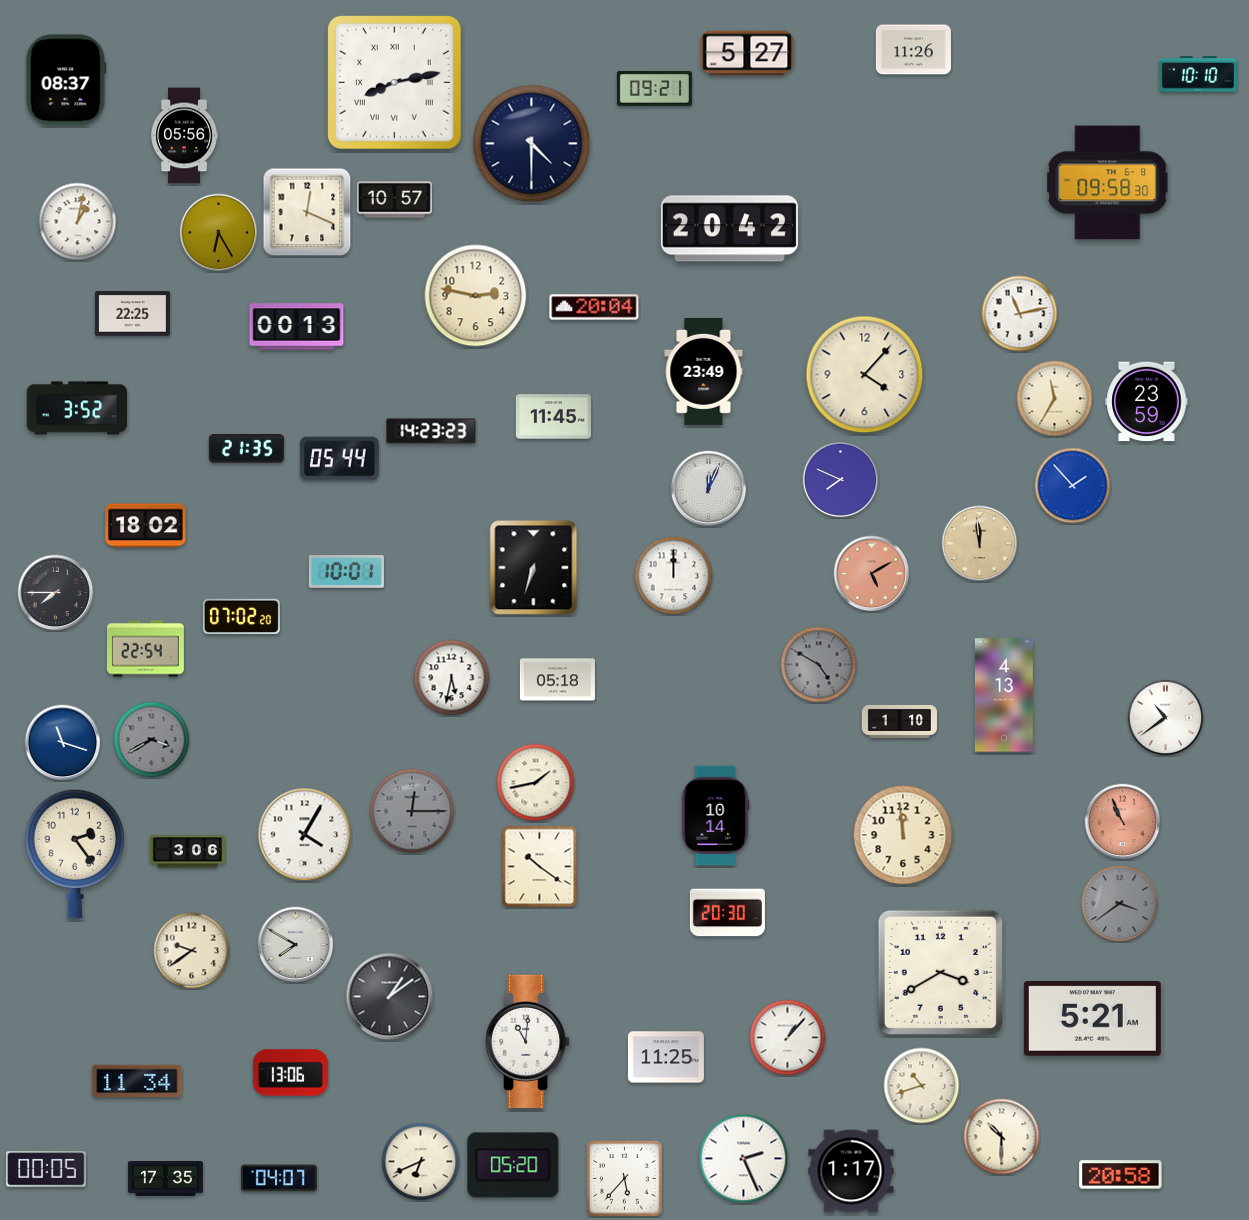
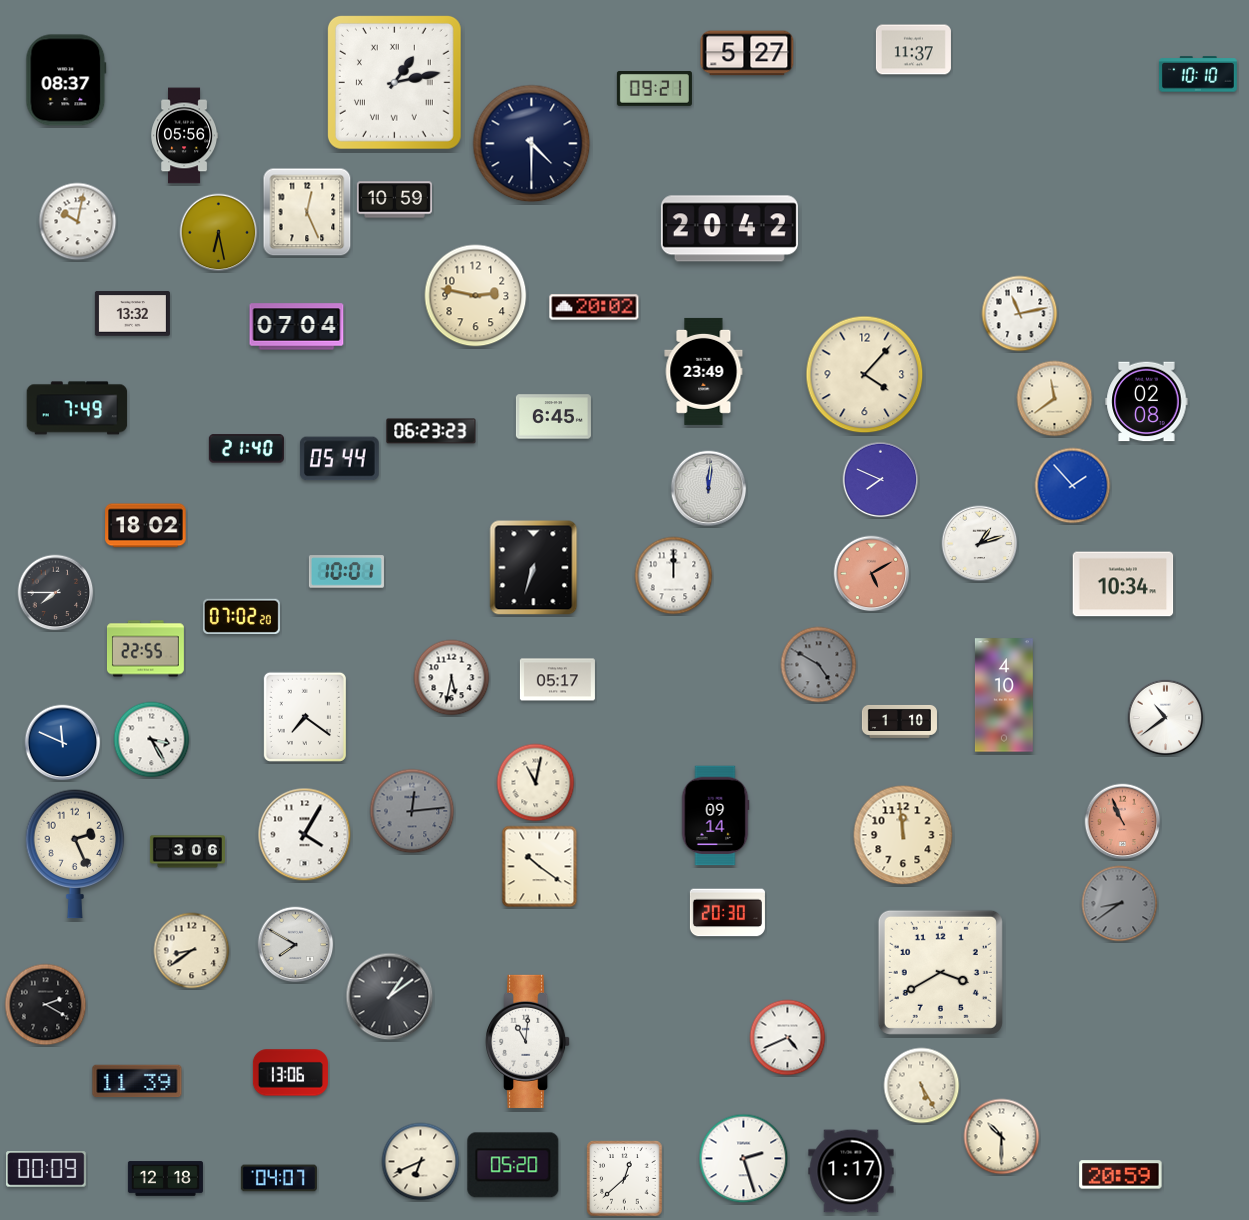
clock at (913, 50): 11:26 -> 11:37
clock at (394, 82): 8:13 -> 1:13
clock at (1108, 183): 09:58 -> none
clock at (394, 200): 10:57 -> 10:59
clock at (307, 212): 12:19 -> 12:26
clock at (78, 222): 1:02 -> 10:02
clock at (219, 233): 6:25 -> 6:28
clock at (594, 307): 20:04 -> 20:02
clock at (132, 314): 22:25 -> 13:32
clock at (297, 327): 00:13 -> 07:04
clock at (1055, 399): 11:35 -> 11:39
clock at (1147, 402): 23:59 -> 02:08
clock at (77, 408): 3:52 -> 7:49
clock at (553, 417): 11:45 -> 6:45
clock at (431, 431): 14:23 -> 06:23
clock at (246, 449): 21:35 -> 21:40
clock at (841, 480) position: (841, 480) -> (881, 480)
clock at (709, 489): 12:04 -> 12:01
clock at (980, 544): 11:59 -> 1:12
clock at (980, 544) dial: champagne -> white
clock at (1123, 584): none -> 10:34
clock at (145, 649): 22:54 -> 22:55
clock at (557, 680): 05:18 -> 05:17
clock at (1004, 695): 4:13 -> 4:10
clock at (305, 717): none -> 7:21
clock at (152, 740): 3:40 -> 3:25
clock at (152, 740) dial: grey -> white
clock at (63, 743): 11:18 -> 11:49
clock at (536, 783): 1:43 -> 11:02
clock at (412, 811): 12:15 -> 12:14
clock at (715, 816): 10:14 -> 09:14
clock at (75, 854): 2:24 -> 2:26
clock at (1120, 904): 3:39 -> 8:39
clock at (192, 951): 9:39 -> 8:39
clock at (46, 1005): none -> 2:20
clock at (1092, 1019): 5:21 -> none
clock at (788, 1038): 1:07 -> 4:41
clock at (666, 1057): 11:25 -> none
clock at (137, 1081): 11:34 -> 11:39
clock at (922, 1086): 10:42 -> 5:25
clock at (744, 1159): 2:26 -> 2:27
clock at (47, 1169): 00:05 -> 00:09
clock at (1121, 1175): 20:58 -> 20:59
clock at (165, 1179): 17:35 -> 12:18
clock at (625, 1179): 5:37 -> 12:38
